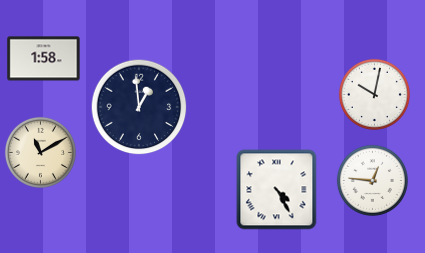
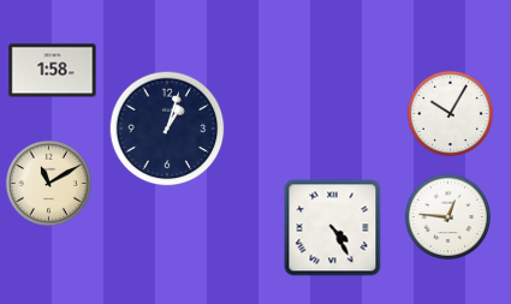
clock at (374, 94): 10:02 -> 10:05
clock at (139, 107): 12:59 -> 1:03
